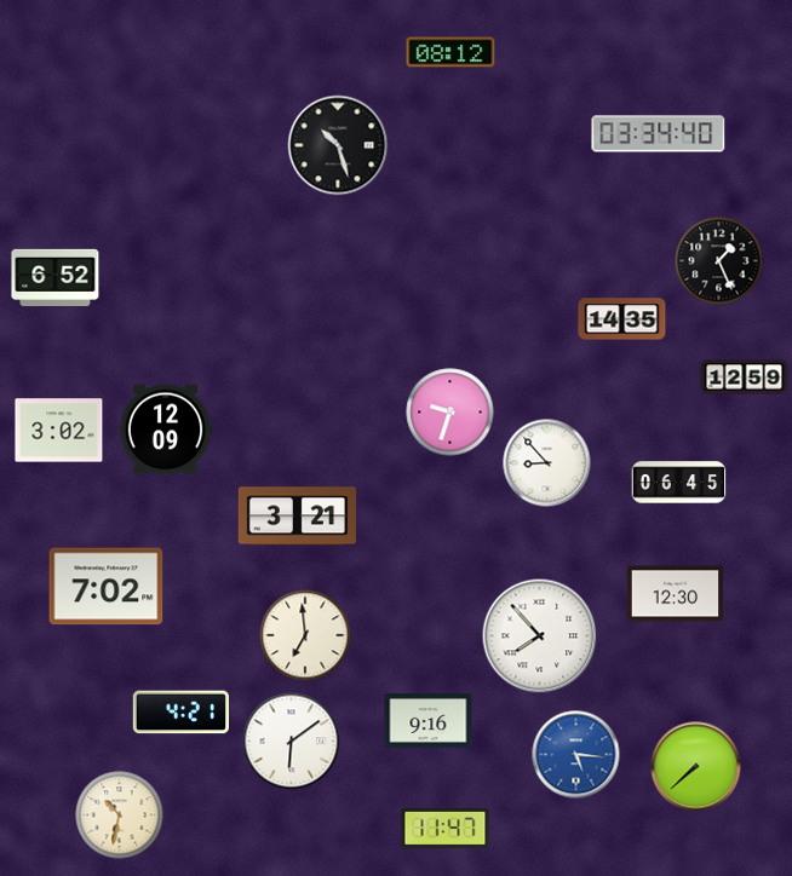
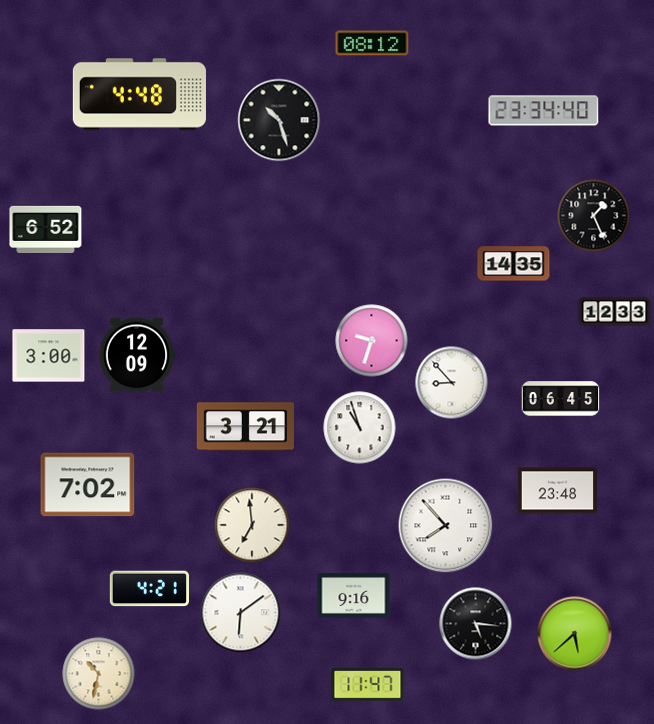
clock at (139, 95): none -> 4:48
clock at (659, 134): 03:34 -> 23:34
clock at (745, 378): 12:59 -> 12:33
clock at (59, 431): 3:02 -> 3:00
clock at (360, 428): none -> 10:57
clock at (675, 594): 12:30 -> 23:48
clock at (576, 755) dial: blue -> black
clock at (696, 767): 7:38 -> 5:38
